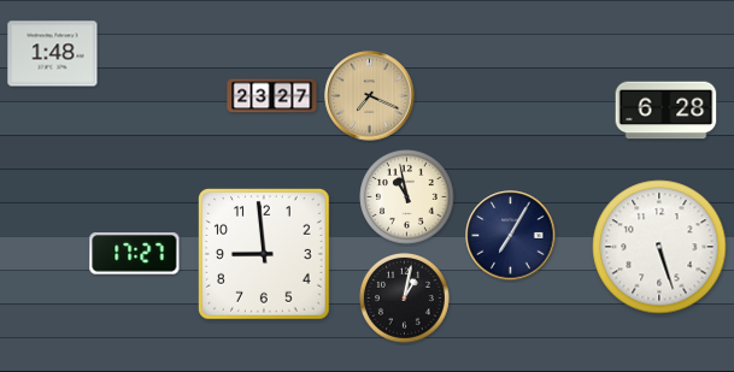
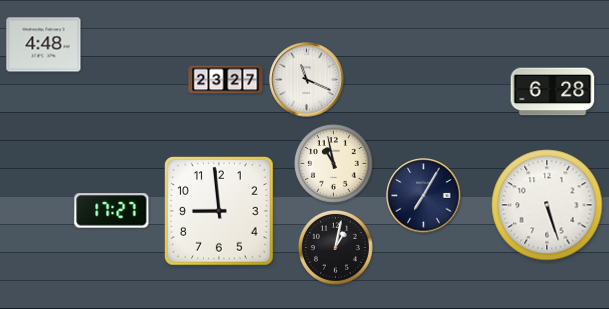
clock at (53, 54): 1:48 -> 4:48
clock at (370, 96): 7:19 -> 11:19
clock at (370, 96) dial: champagne -> white
clock at (407, 197) position: (407, 197) -> (334, 164)
